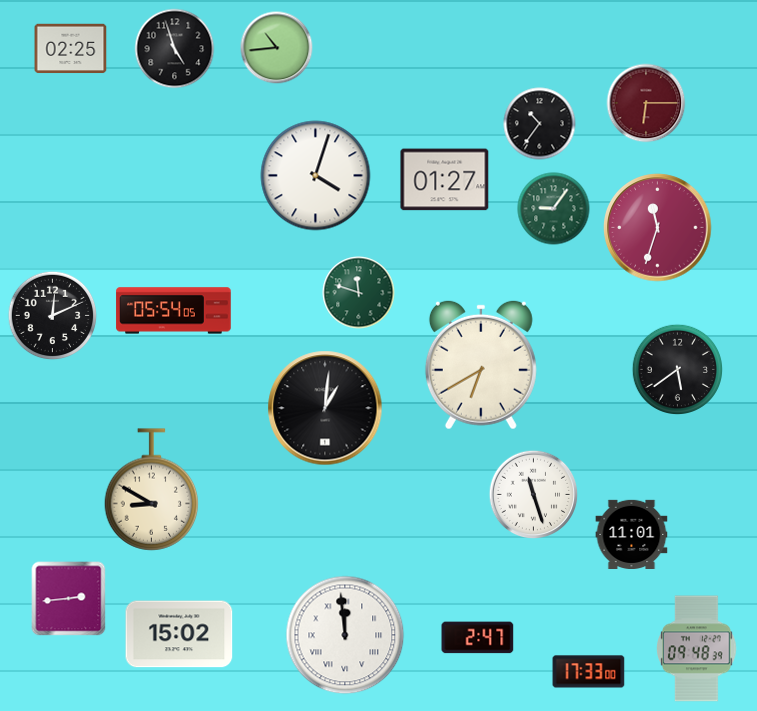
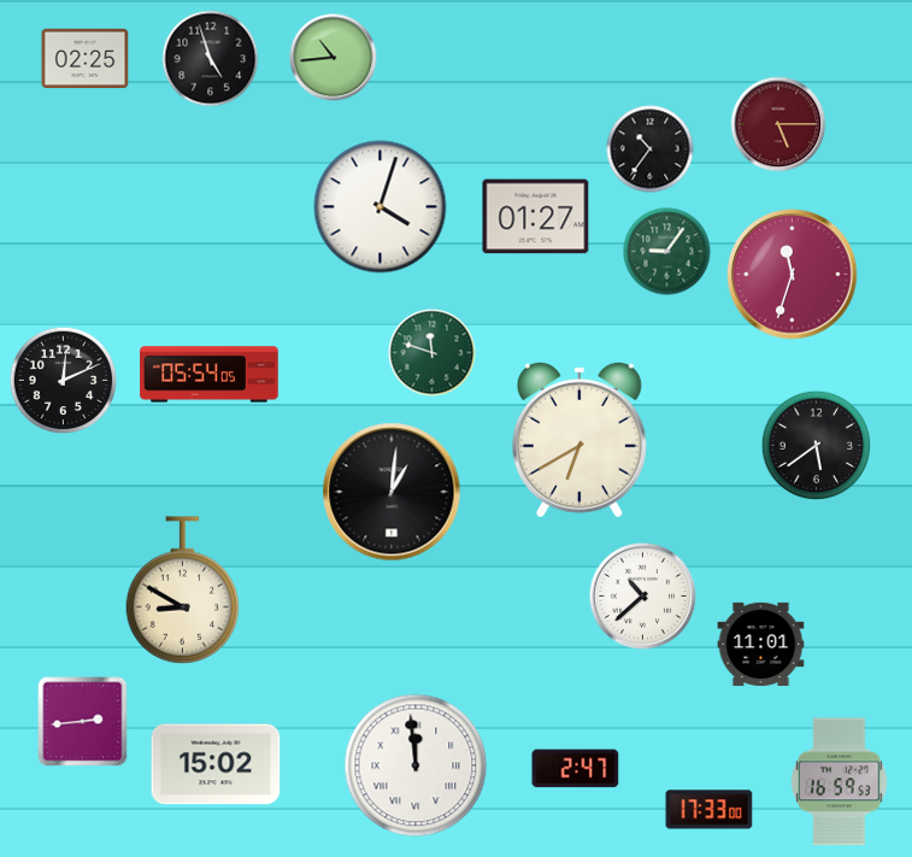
clock at (646, 103): 6:15 -> 5:15
clock at (316, 176) position: (316, 176) -> (381, 207)
clock at (534, 495): 11:27 -> 10:38
clock at (697, 649): 09:48 -> 16:59
